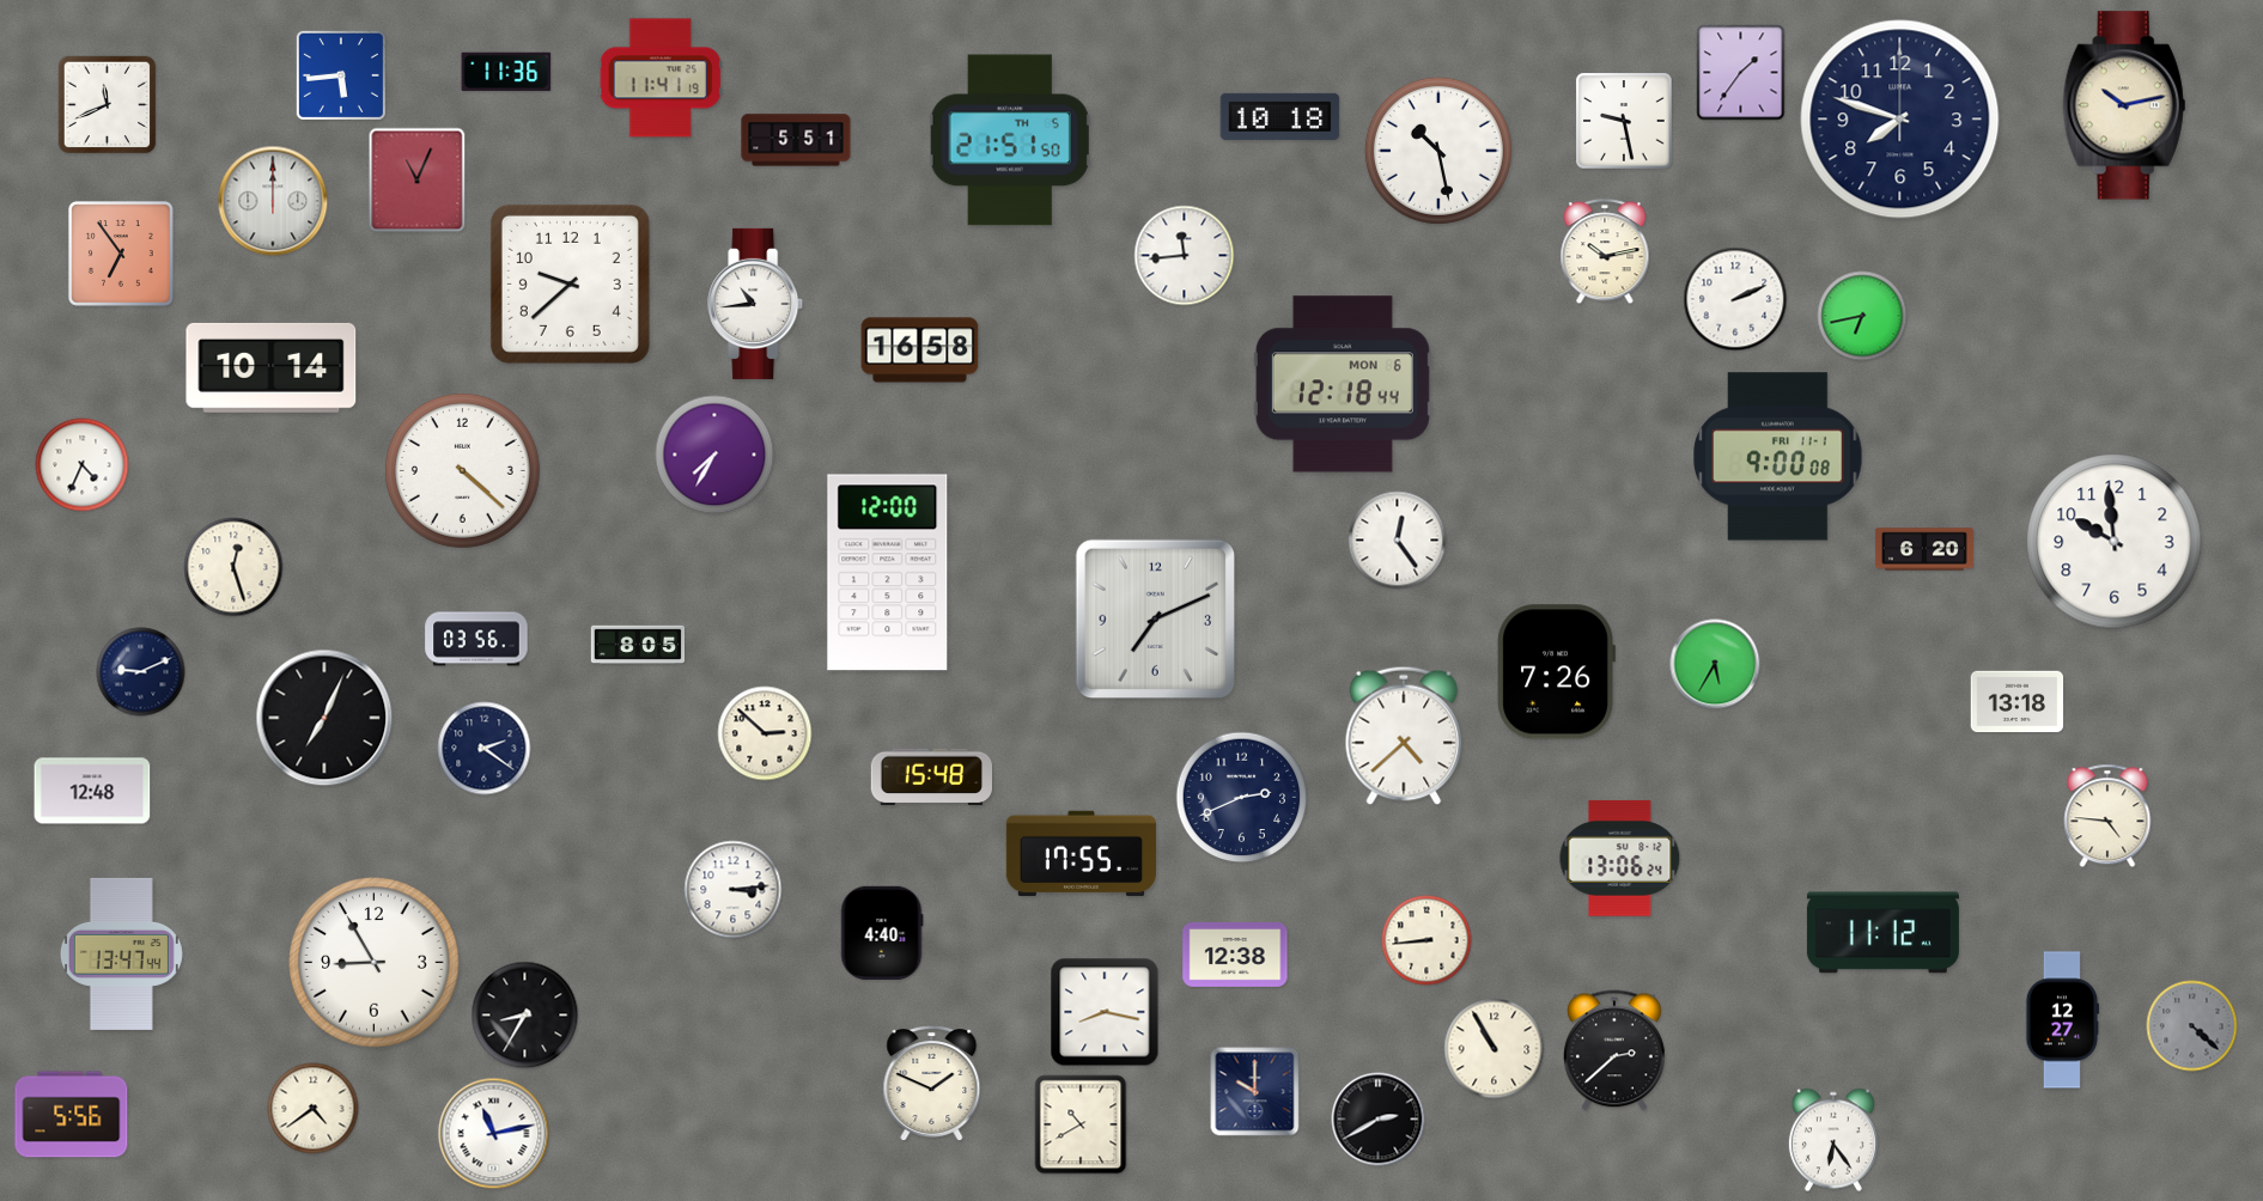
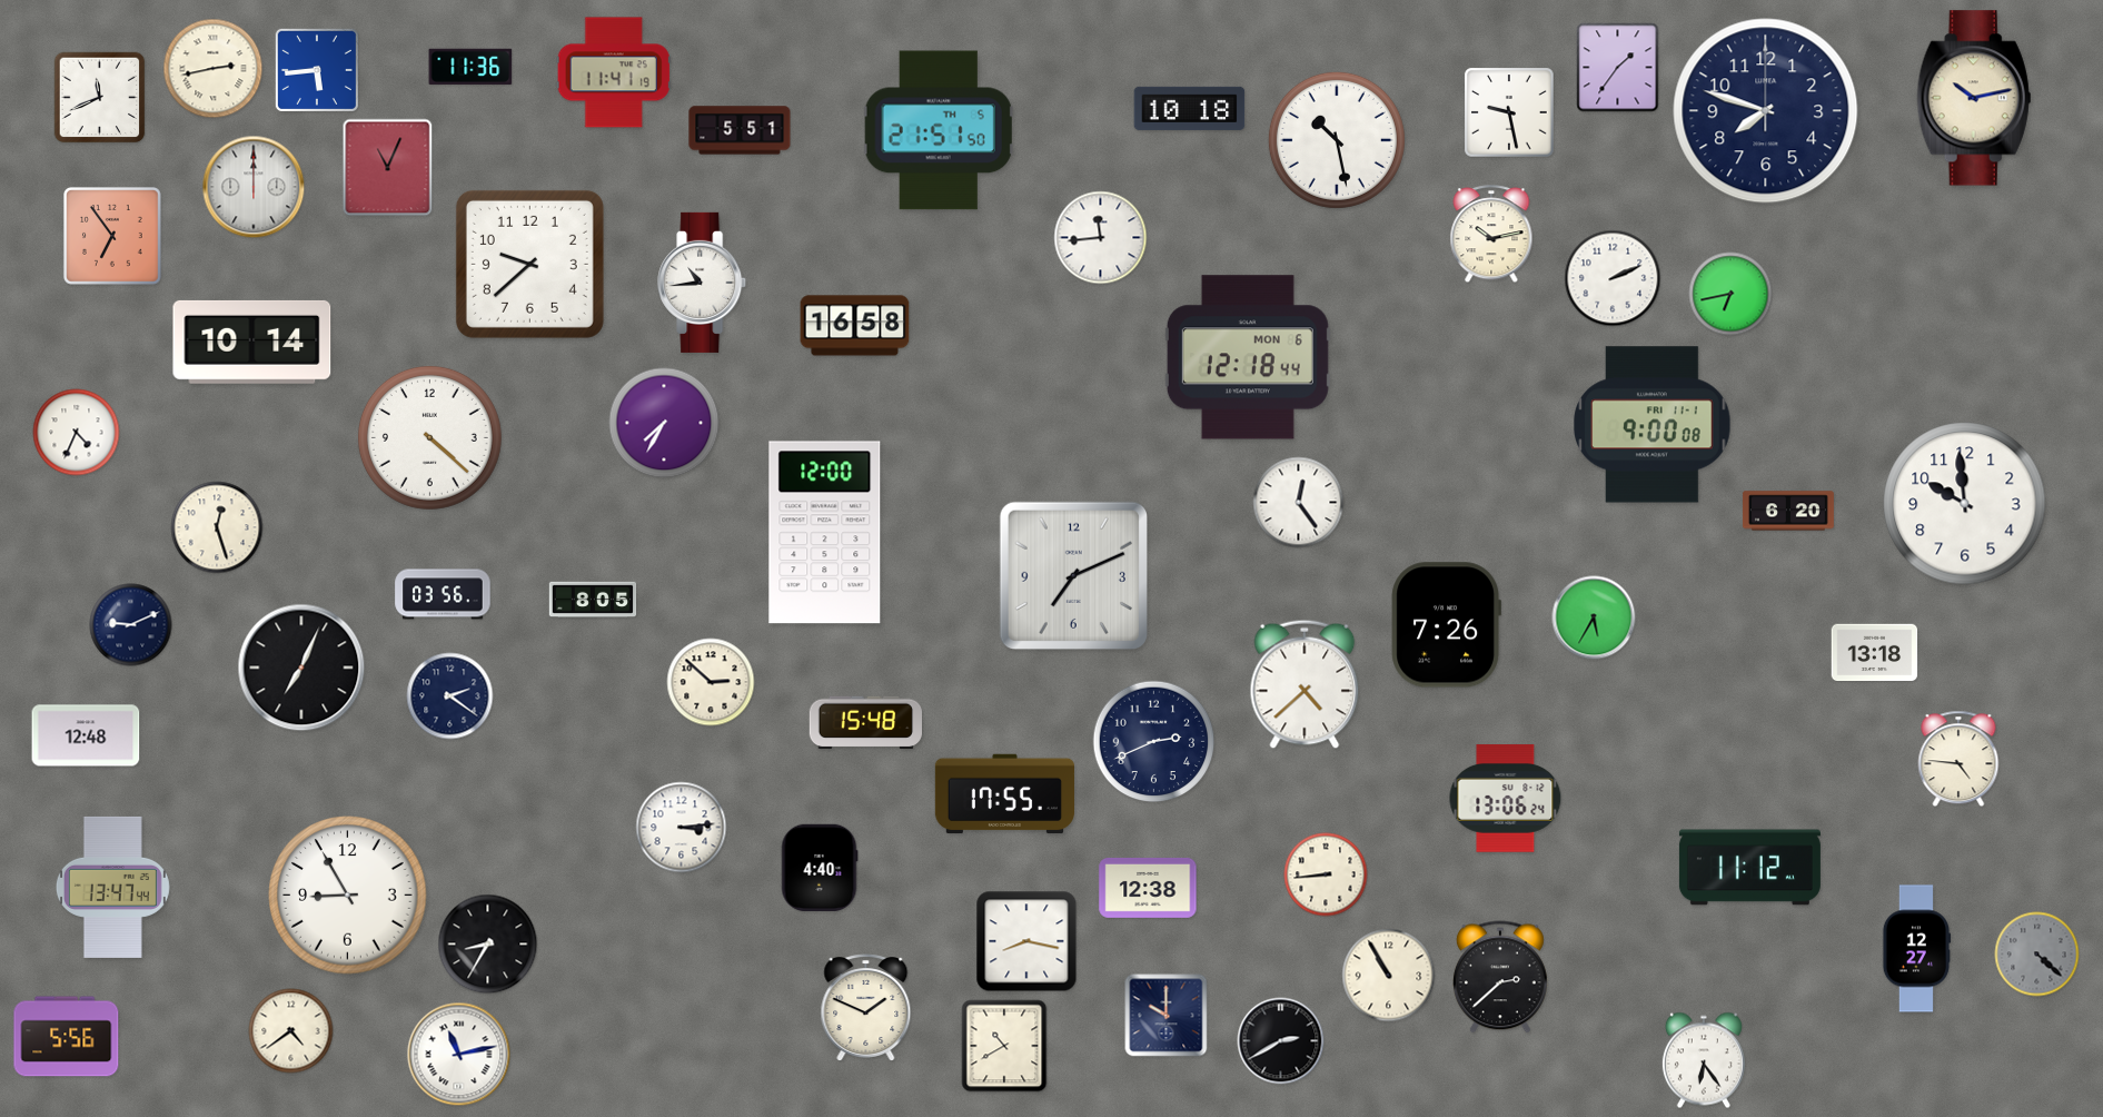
clock at (214, 69): none -> 2:43
